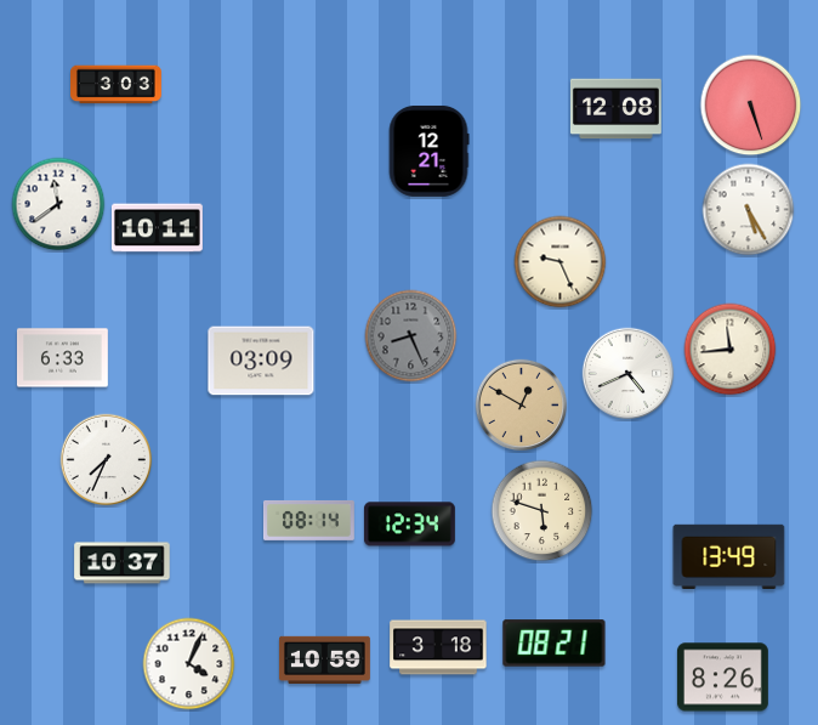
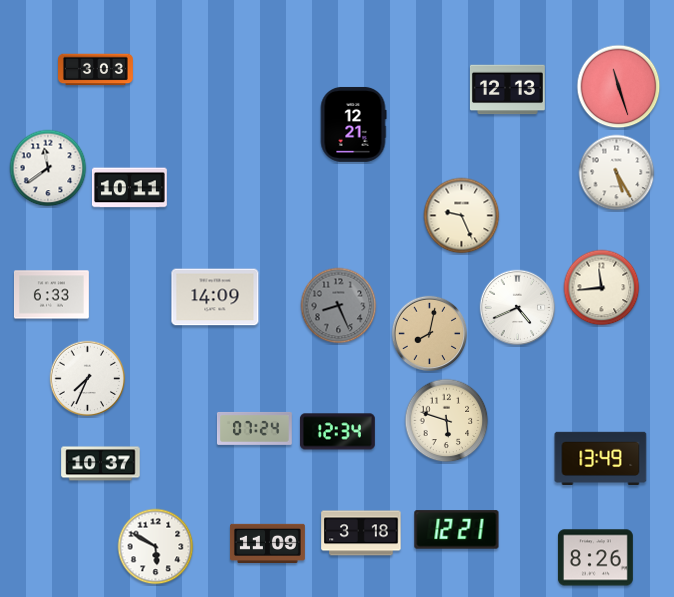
clock at (751, 106): 5:27 -> 11:27
clock at (615, 109): 12:08 -> 12:13
clock at (411, 336) position: (411, 336) -> (339, 306)
clock at (261, 361): 03:09 -> 14:09
clock at (522, 406): 12:50 -> 8:02
clock at (308, 520): 08:14 -> 07:24
clock at (555, 644): 08:21 -> 12:21
clock at (325, 659): 10:59 -> 11:09
clock at (189, 664): 4:04 -> 5:50
